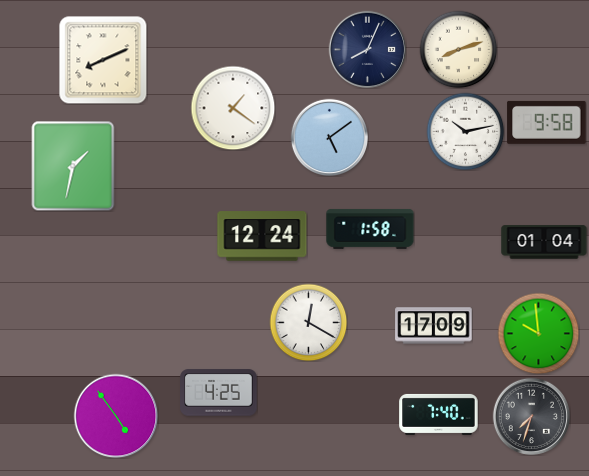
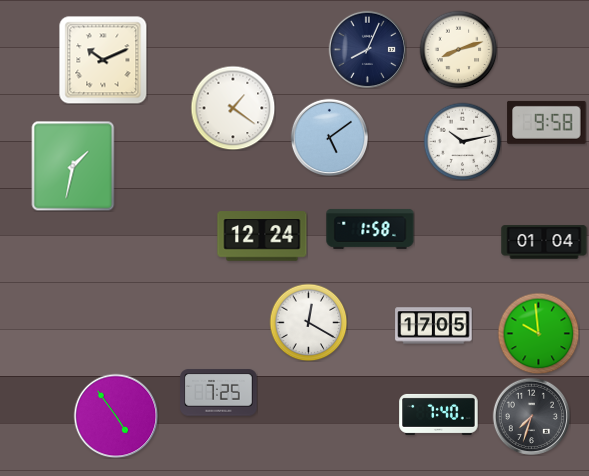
clock at (103, 60): 8:11 -> 10:11
clock at (465, 131) position: (465, 131) -> (462, 141)
clock at (434, 326): 17:09 -> 17:05
clock at (219, 393): 4:25 -> 7:25
